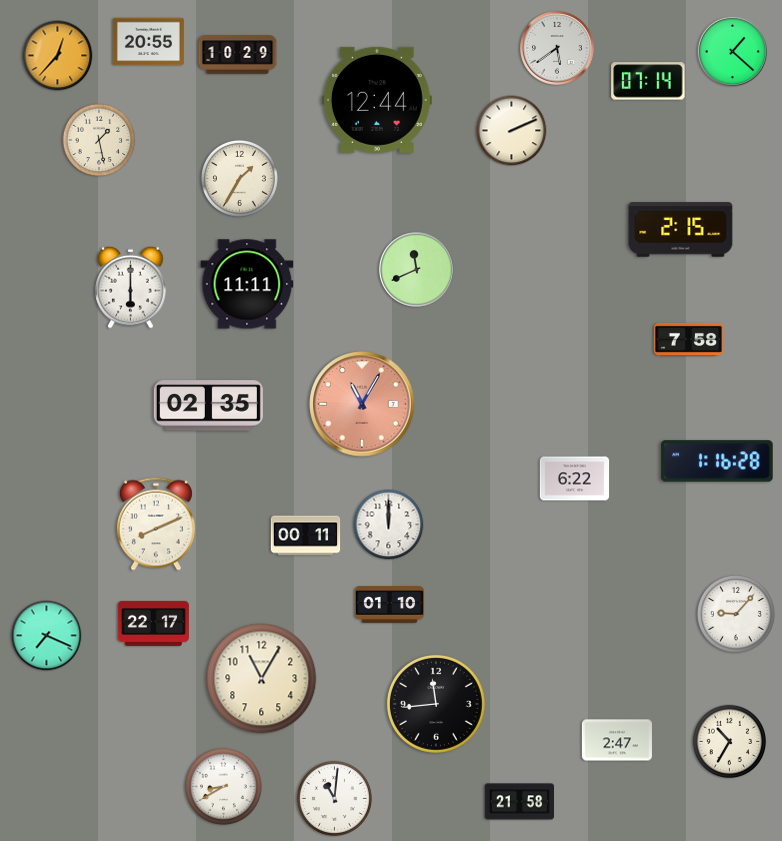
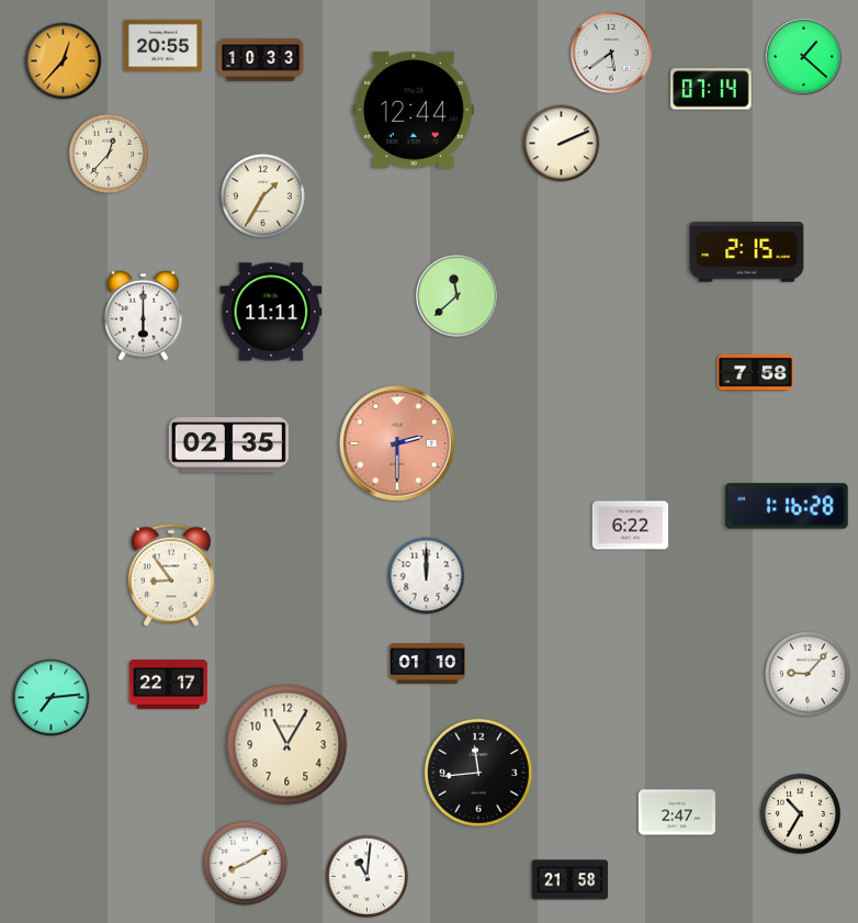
clock at (238, 55): 10:29 -> 10:33
clock at (99, 140): 1:28 -> 12:37
clock at (417, 270): 11:41 -> 11:38
clock at (362, 404): 11:05 -> 2:30
clock at (156, 524): 8:11 -> 8:54
clock at (306, 536): 00:11 -> none
clock at (47, 636): 7:19 -> 7:14
clock at (223, 786): 8:40 -> 8:10
